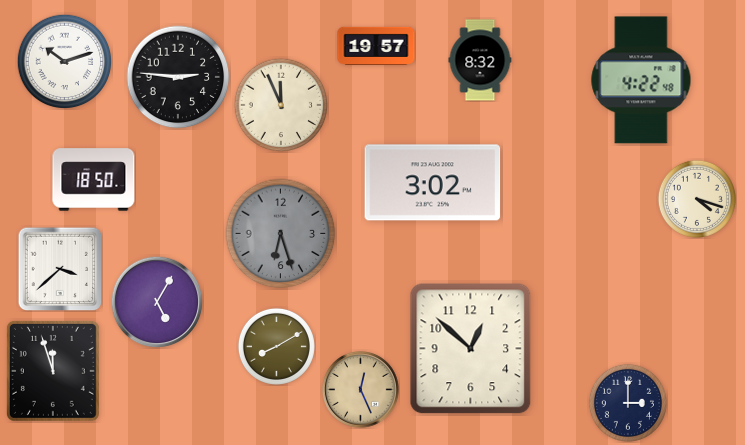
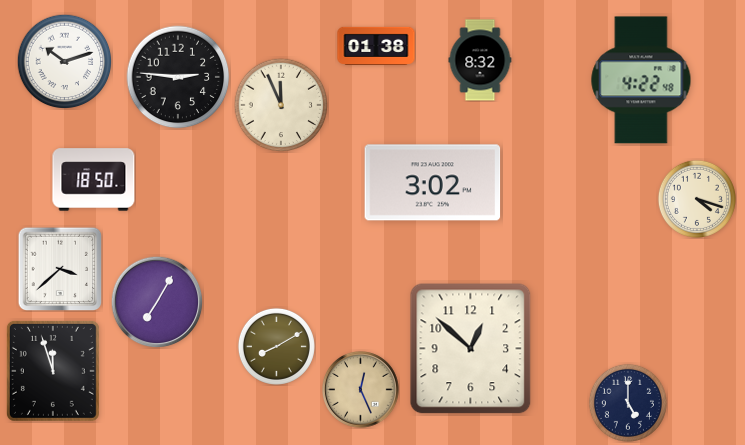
clock at (376, 45): 19:57 -> 01:38
clock at (281, 234): 6:27 -> none
clock at (157, 302): 5:05 -> 7:05
clock at (628, 403): 3:00 -> 5:00
